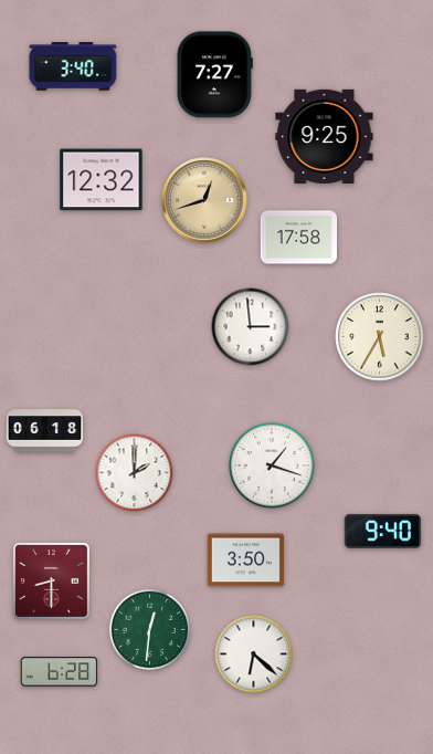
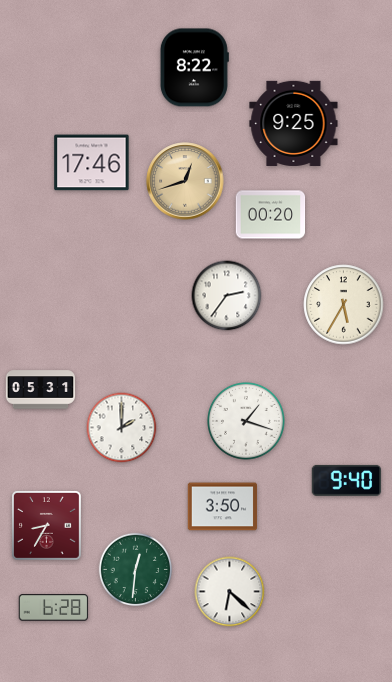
clock at (73, 66): 3:40 -> none
clock at (214, 75): 7:27 -> 8:22
clock at (102, 180): 12:32 -> 17:46
clock at (299, 238): 17:58 -> 00:20
clock at (251, 327): 2:59 -> 2:36
clock at (45, 431): 06:18 -> 05:31
clock at (51, 580): 8:30 -> 8:35
